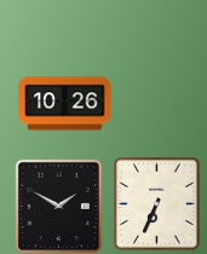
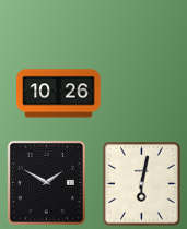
clock at (157, 204): 6:34 -> 6:02
clock at (58, 206) position: (58, 206) -> (46, 182)
